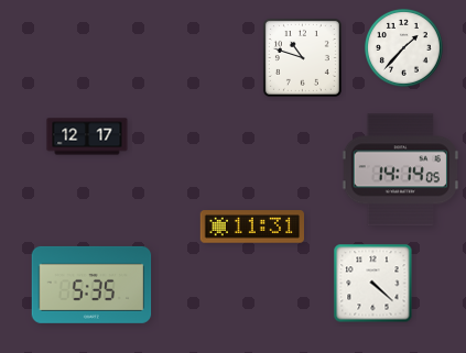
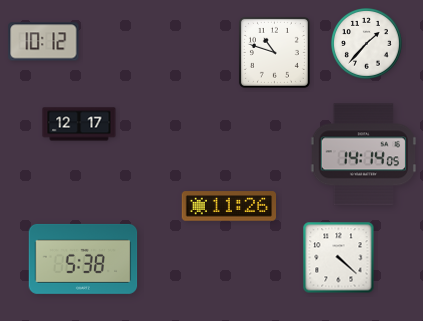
clock at (44, 42): none -> 10:12
clock at (251, 227): 11:31 -> 11:26
clock at (91, 285): 5:35 -> 5:38
